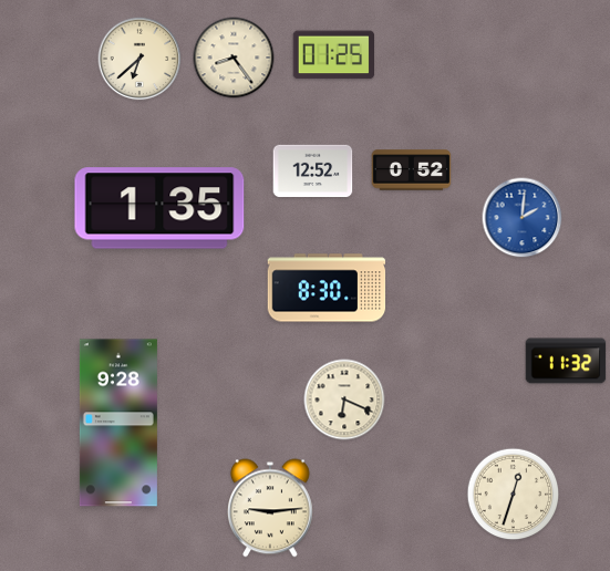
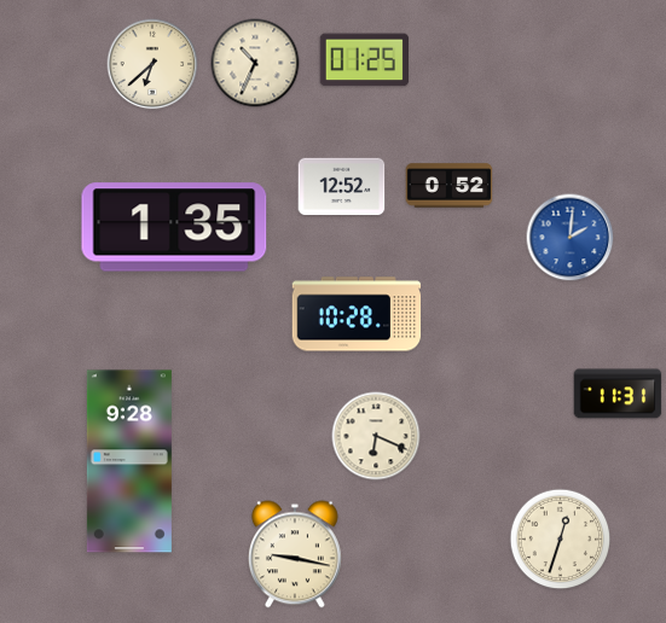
clock at (234, 58): 8:24 -> 10:34
clock at (327, 288): 8:30 -> 10:28
clock at (566, 361): 11:32 -> 11:31
clock at (270, 508): 9:14 -> 9:17
